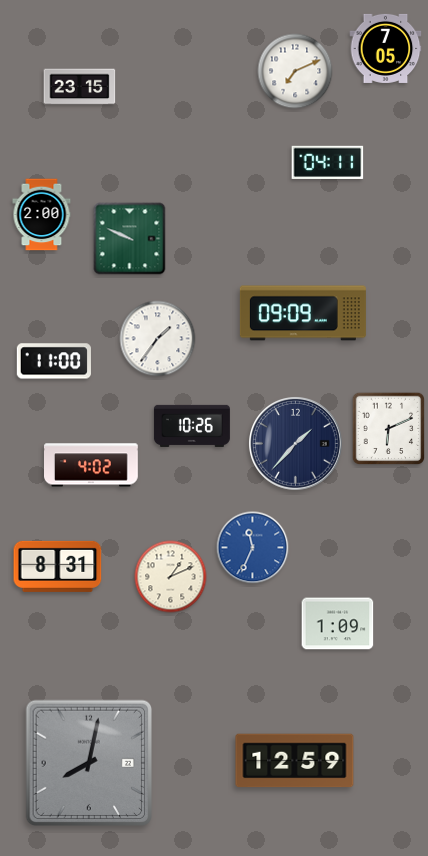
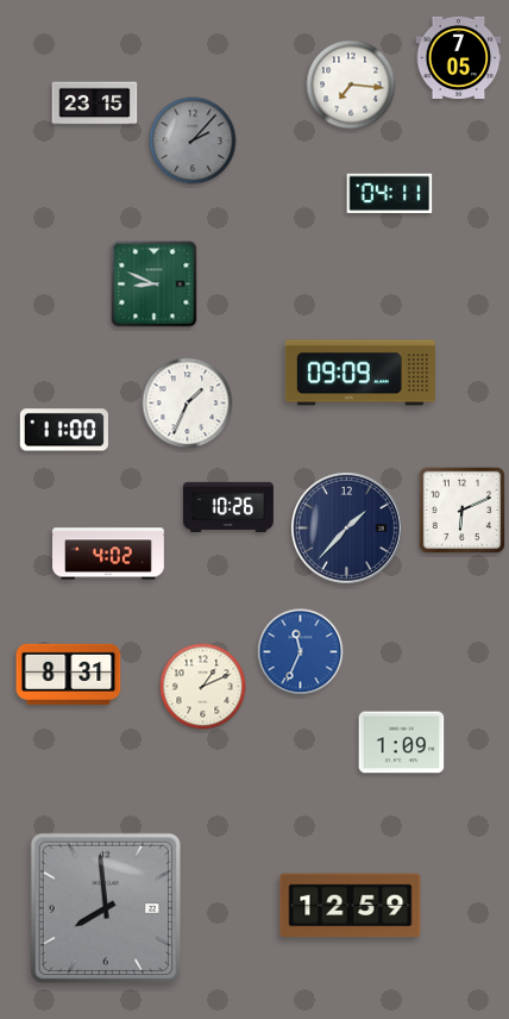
clock at (295, 71): 7:11 -> 7:16
clock at (193, 140): none -> 2:07
clock at (42, 215): 2:00 -> none
clock at (130, 239): 9:49 -> 8:49
clock at (158, 339): 1:36 -> 1:34
clock at (296, 444) position: (296, 444) -> (347, 529)
clock at (88, 762): 8:02 -> 7:59
